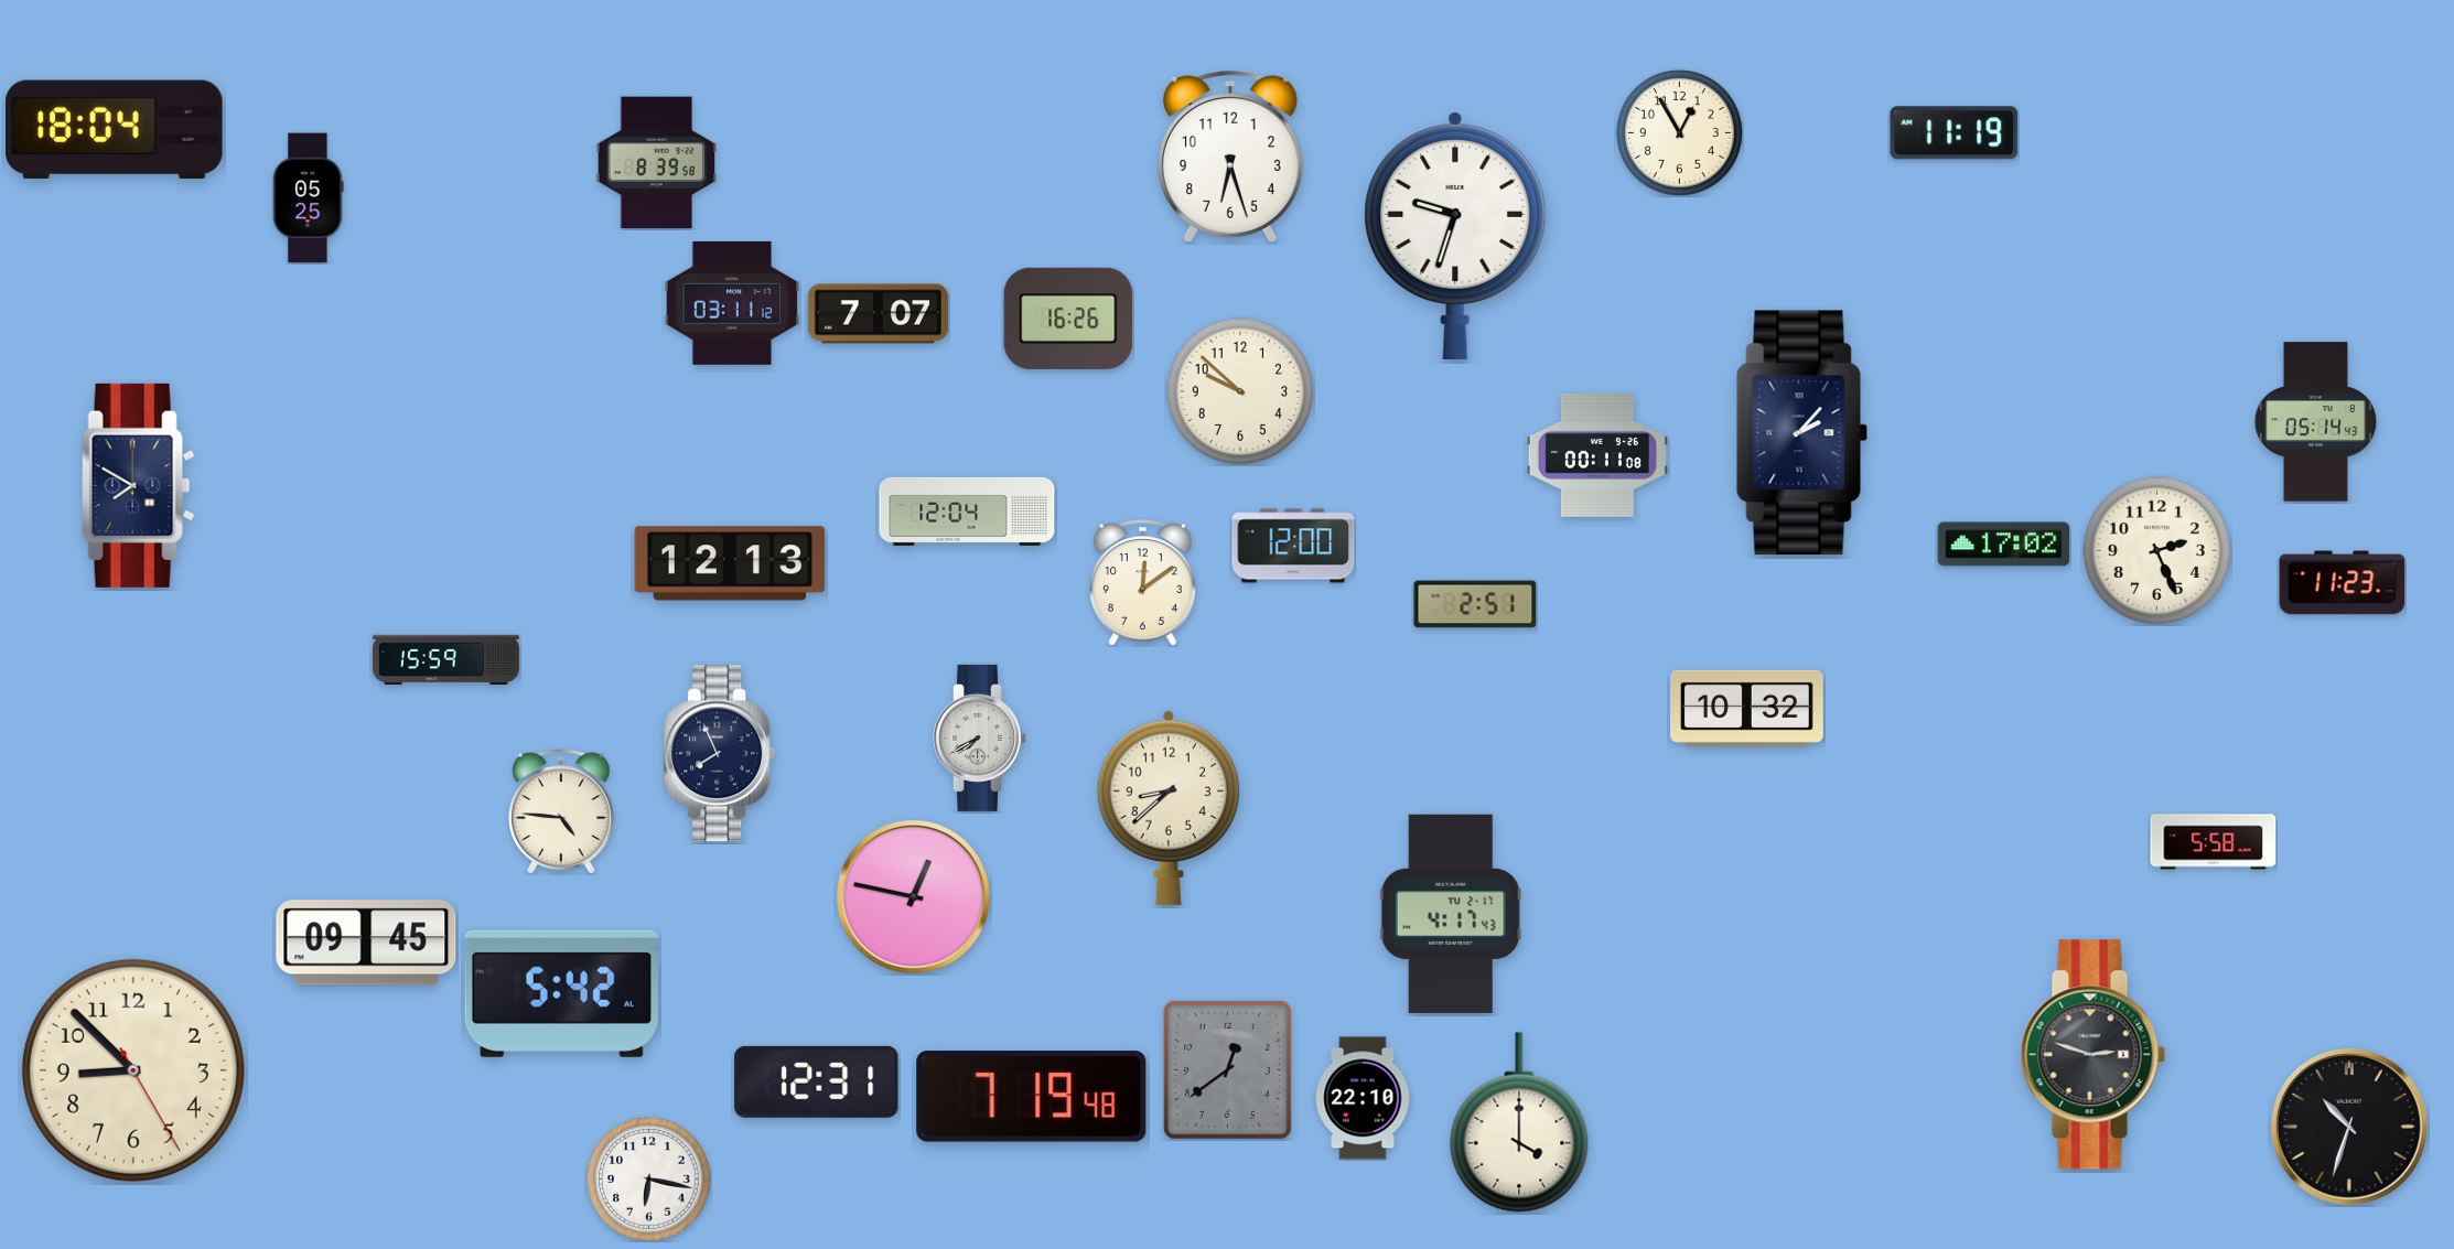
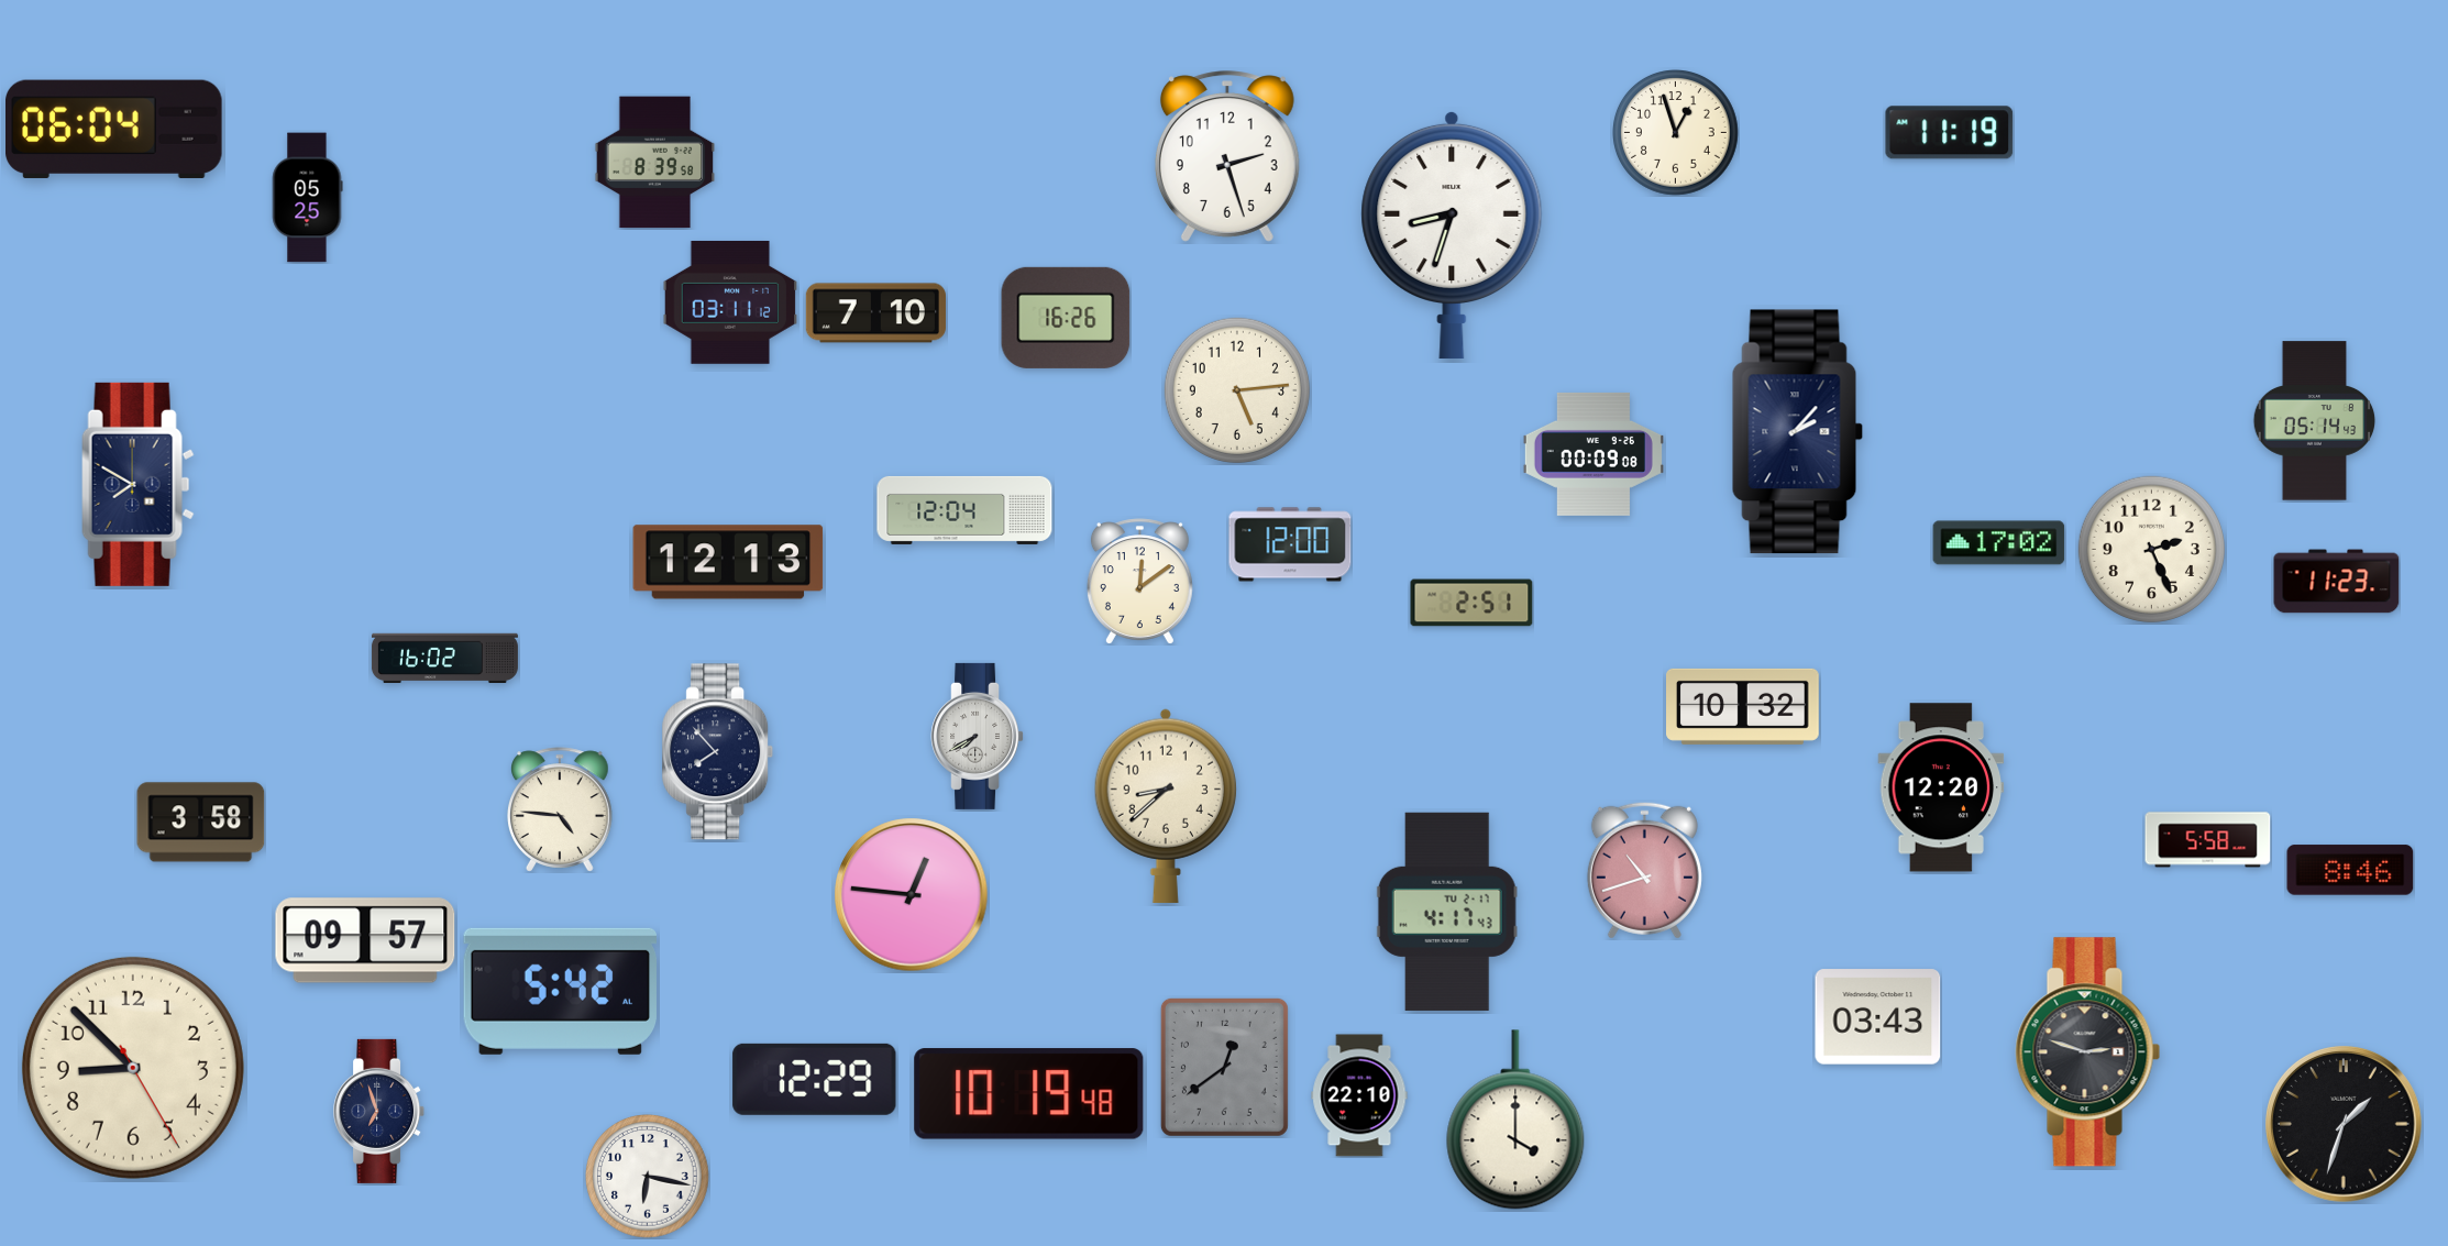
clock at (115, 129): 18:04 -> 06:04
clock at (1680, 133): 12:55 -> 12:57
clock at (1230, 157): 6:27 -> 2:27
clock at (1455, 236): 9:33 -> 8:33
clock at (878, 314): 7:07 -> 7:10
clock at (1240, 391): 9:52 -> 5:14
clock at (2316, 422) position: (2316, 422) -> (2315, 421)
clock at (1597, 455): 00:11 -> 00:09
clock at (445, 659): 15:59 -> 16:02
clock at (720, 754): 7:56 -> 7:53
clock at (1941, 787): none -> 12:20
clock at (201, 823): none -> 3:58
clock at (1644, 870): none -> 10:42
clock at (2350, 870): none -> 8:46
clock at (914, 897): 12:47 -> 12:46
clock at (366, 943): 09:45 -> 09:57
clock at (1878, 1017): none -> 03:43
clock at (817, 1081): 12:31 -> 12:29
clock at (1032, 1097): 7:19 -> 10:19
clock at (379, 1111): none -> 6:57
clock at (2349, 1127): 10:33 -> 1:33
